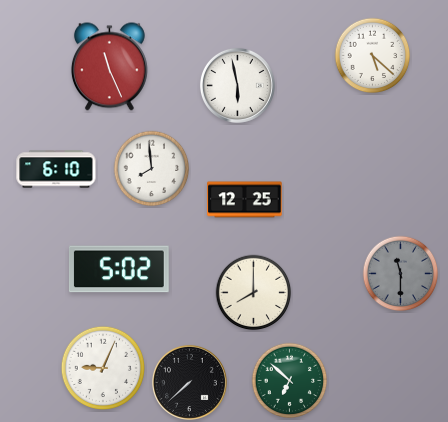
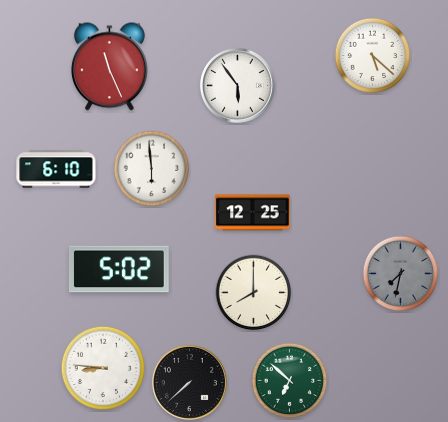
clock at (237, 85): 5:58 -> 5:54
clock at (152, 169): 7:59 -> 5:59
clock at (245, 200) position: (245, 200) -> (253, 213)
clock at (401, 274): 11:30 -> 7:32
clock at (102, 367): 9:04 -> 8:46
